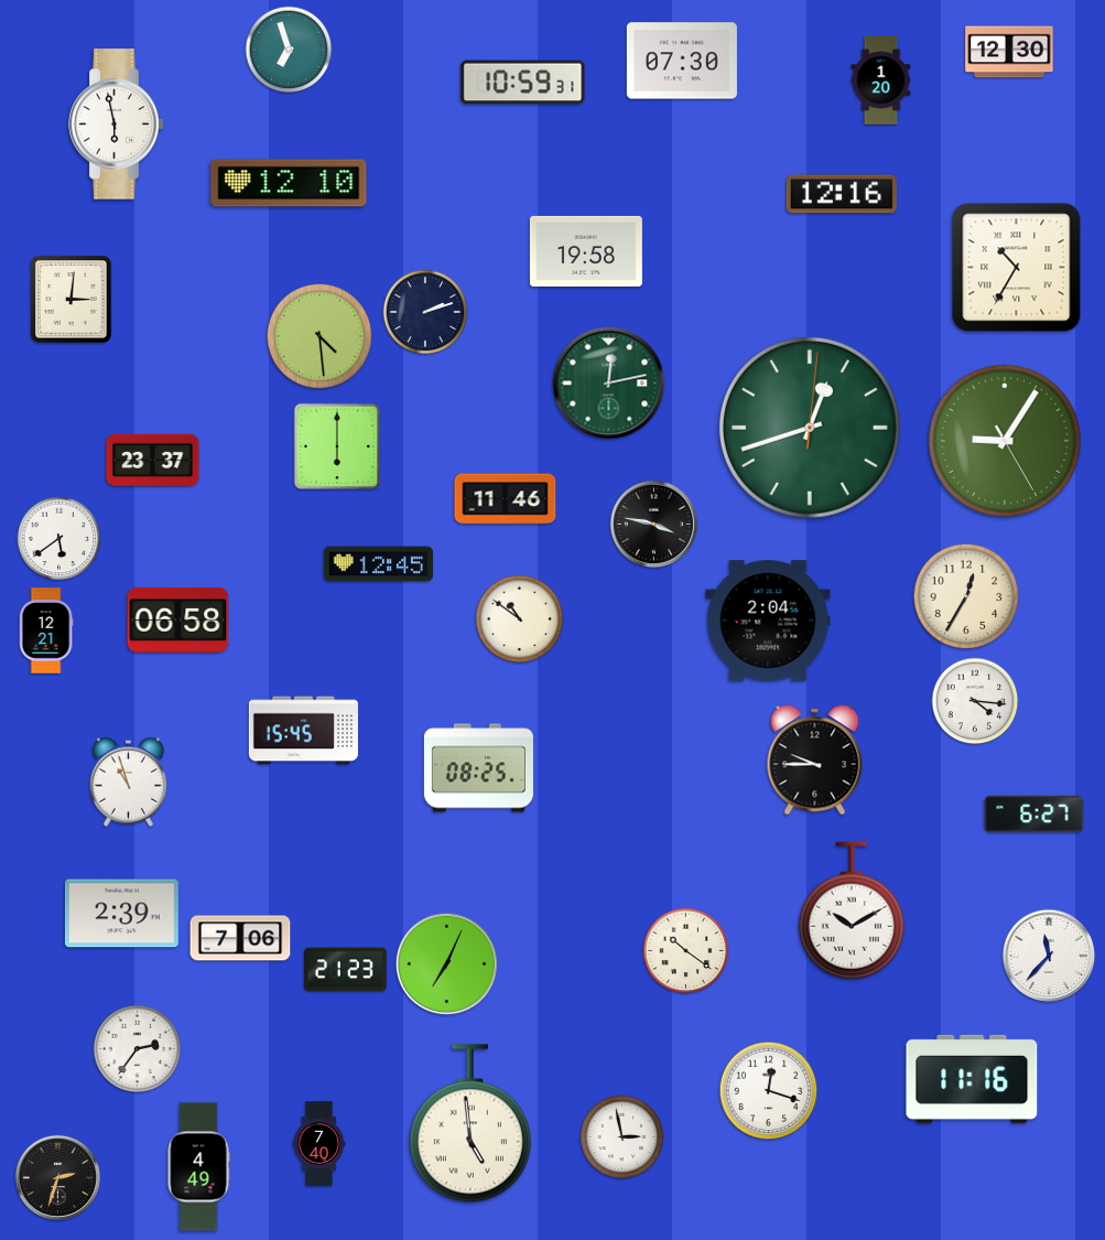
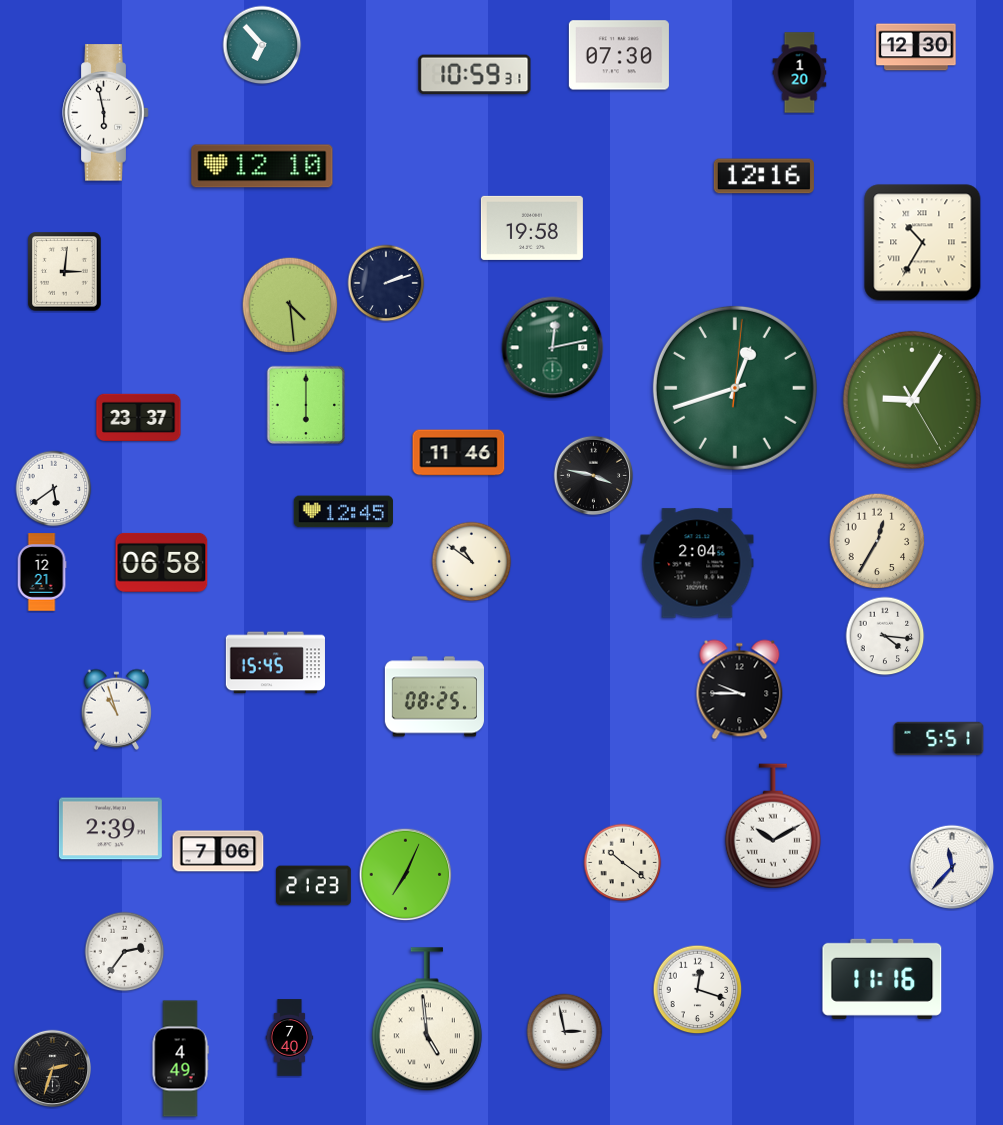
clock at (289, 50): 6:57 -> 6:53
clock at (1034, 813): 6:27 -> 5:51
clock at (346, 970) position: (346, 970) -> (314, 886)
